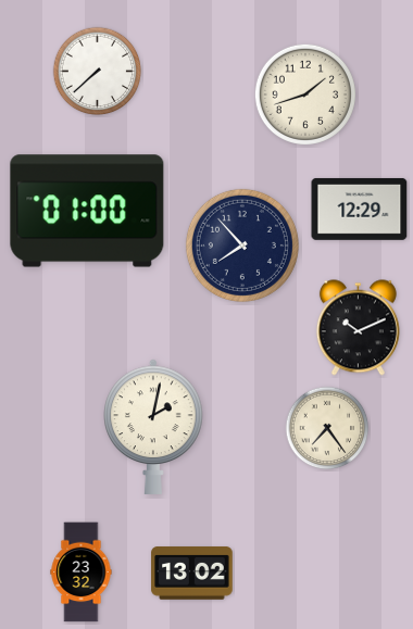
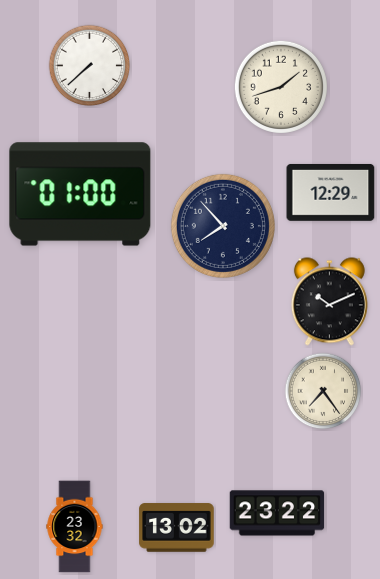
clock at (153, 427): 2:02 -> none
clock at (327, 428) position: (327, 428) -> (323, 391)
clock at (277, 513): none -> 23:22
